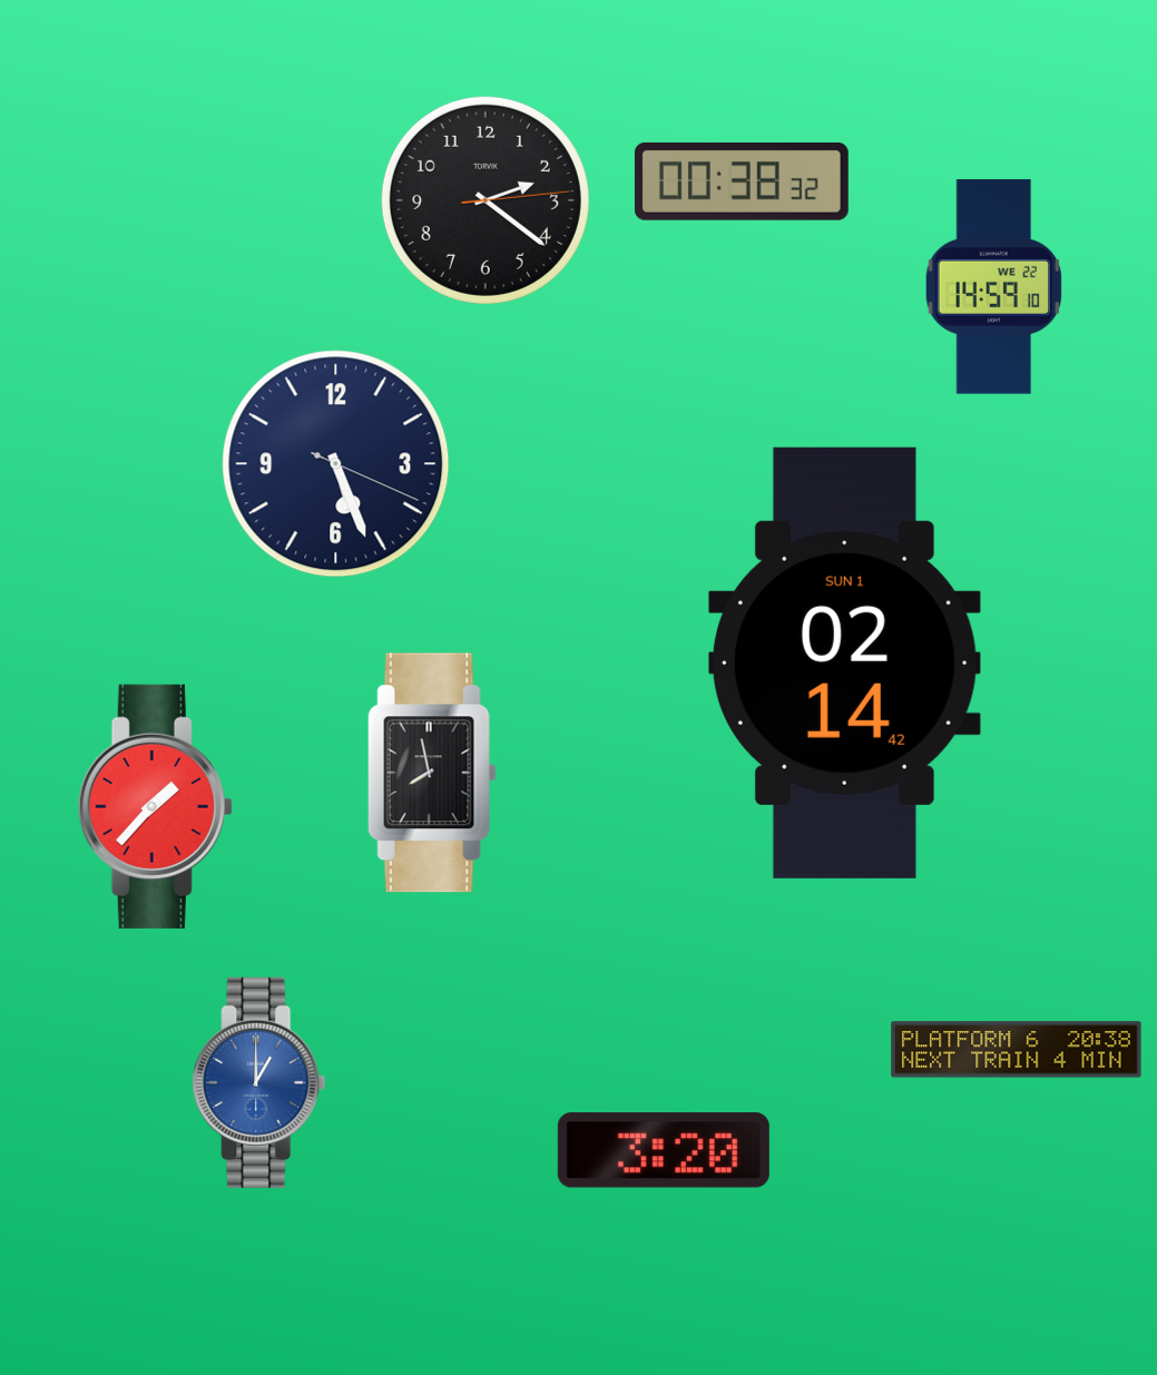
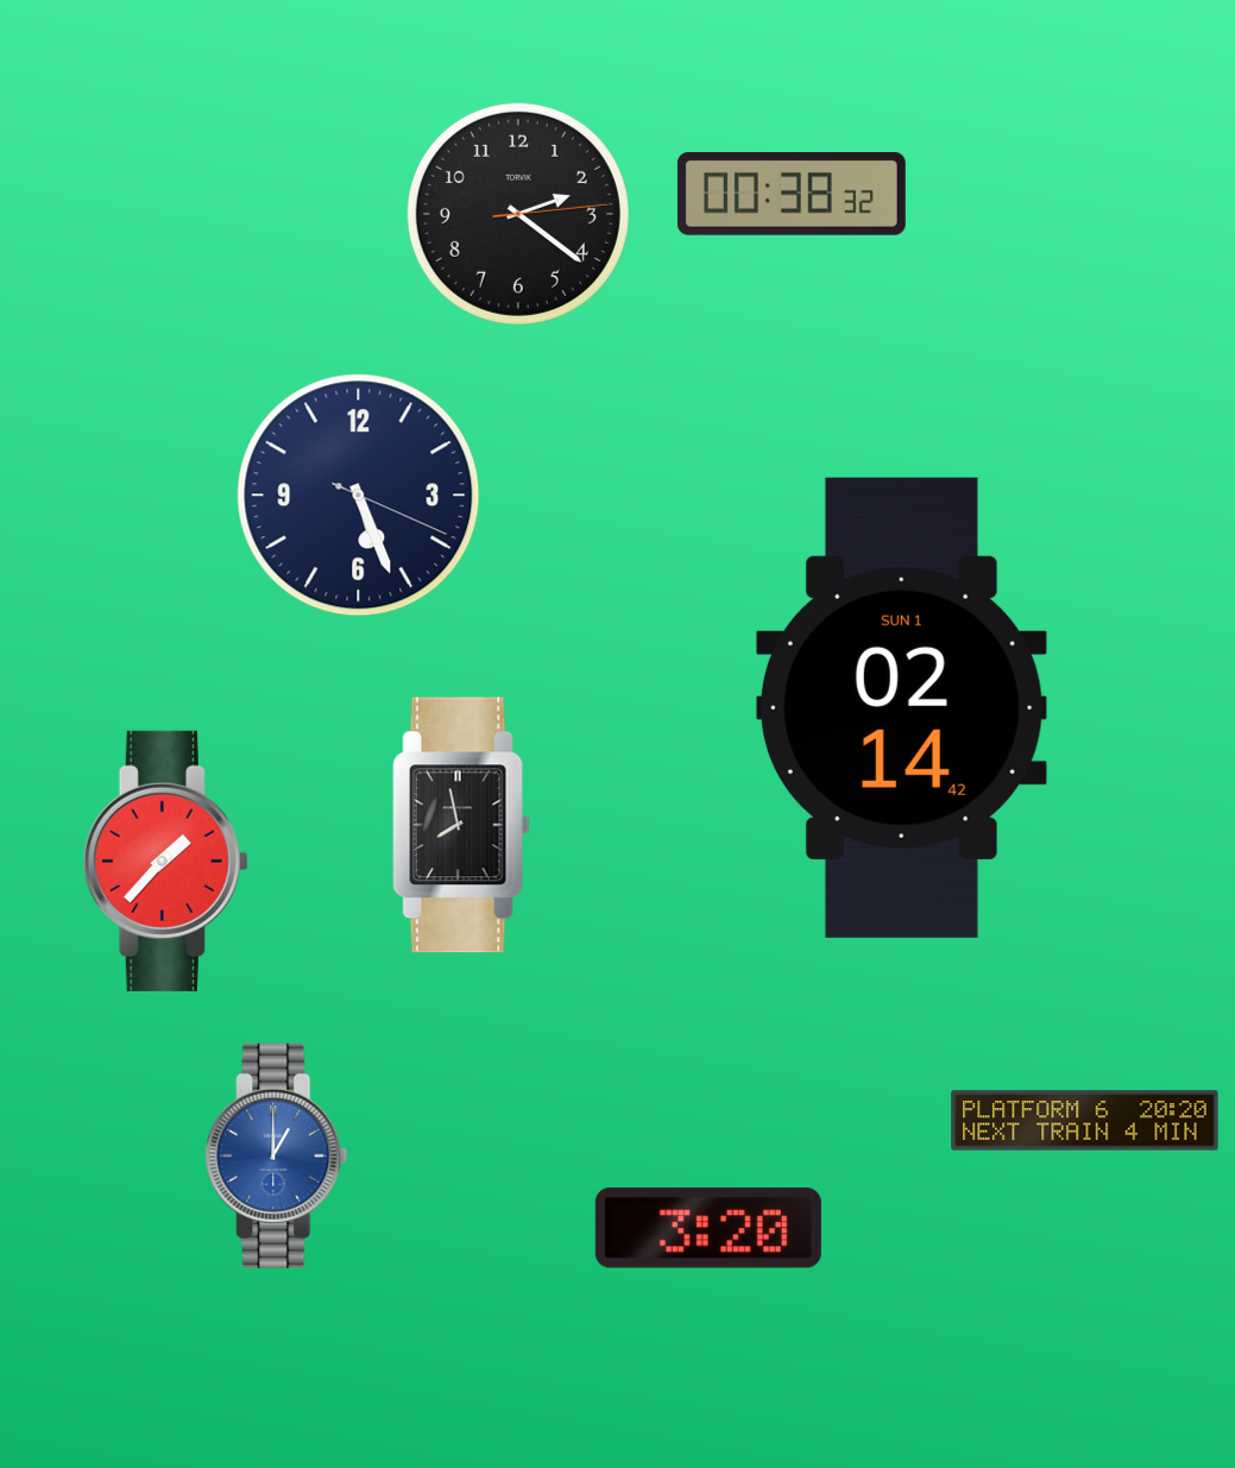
clock at (993, 286): 14:59 -> none
clock at (1017, 1050): 20:38 -> 20:20
